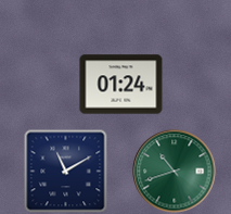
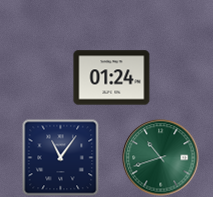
clock at (65, 171): 11:10 -> 11:06
